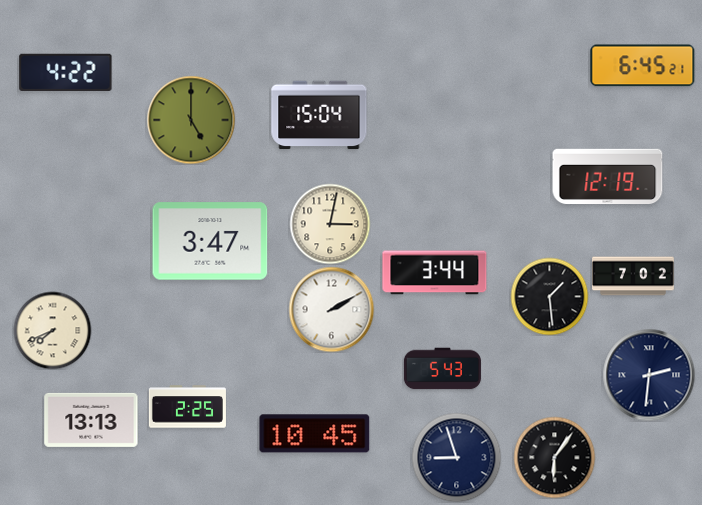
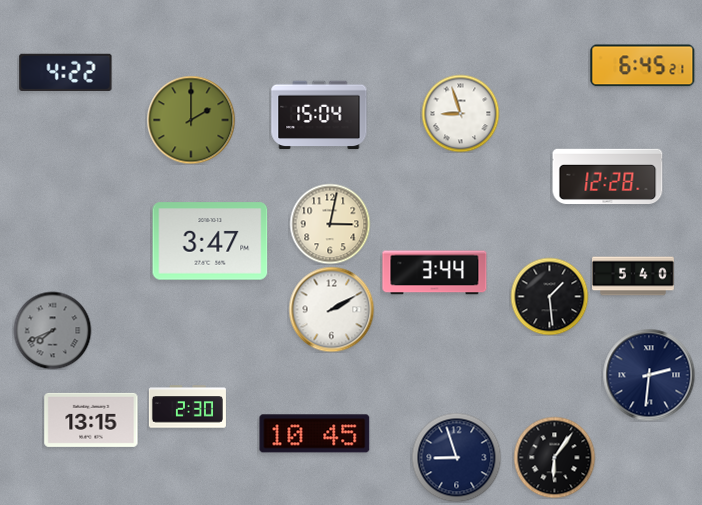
clock at (460, 113): none -> 8:57
clock at (191, 120): 5:00 -> 2:00
clock at (608, 176): 12:19 -> 12:28
clock at (633, 276): 7:02 -> 5:40
clock at (52, 330) dial: cream -> grey
clock at (442, 369): 5:43 -> none
clock at (187, 407): 2:25 -> 2:30
clock at (91, 420): 13:13 -> 13:15
